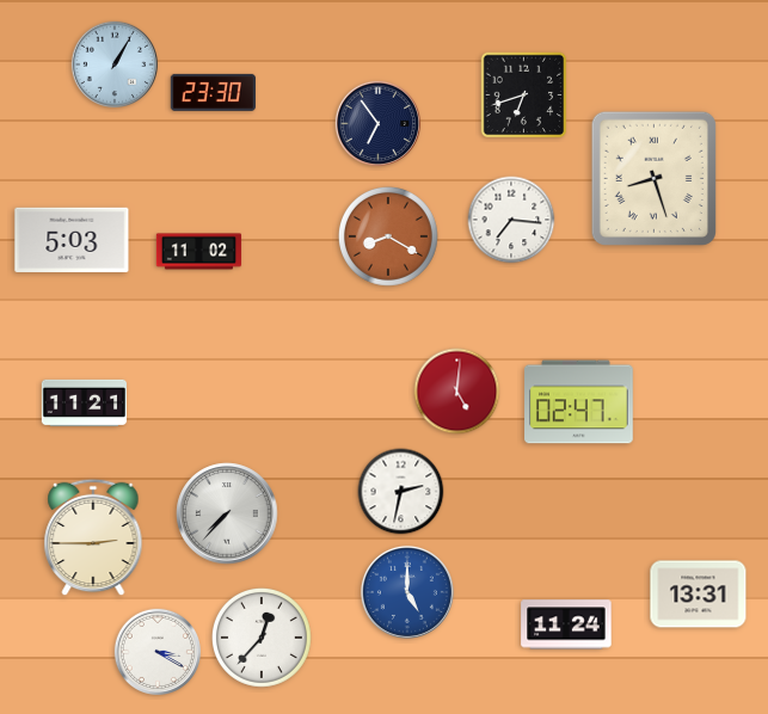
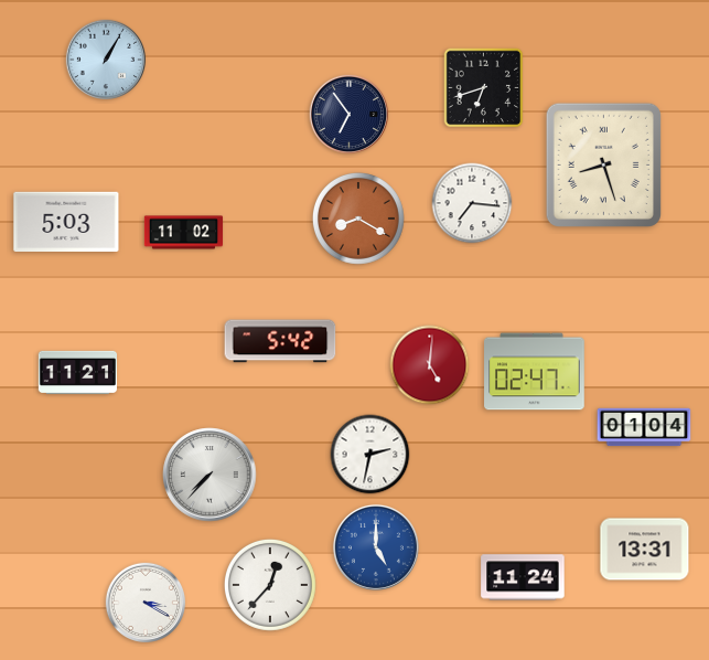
clock at (213, 92): 23:30 -> none
clock at (280, 341): none -> 5:42
clock at (457, 392) position: (457, 392) -> (430, 365)
clock at (644, 427): none -> 01:04
clock at (93, 537): 2:45 -> none
clock at (262, 638) position: (262, 638) -> (270, 585)
